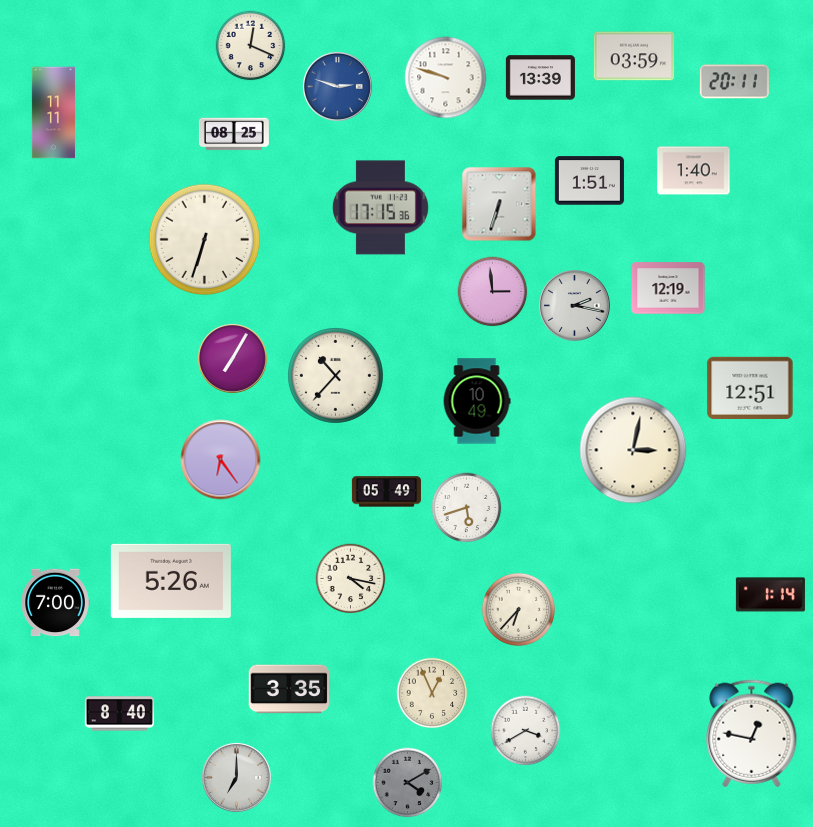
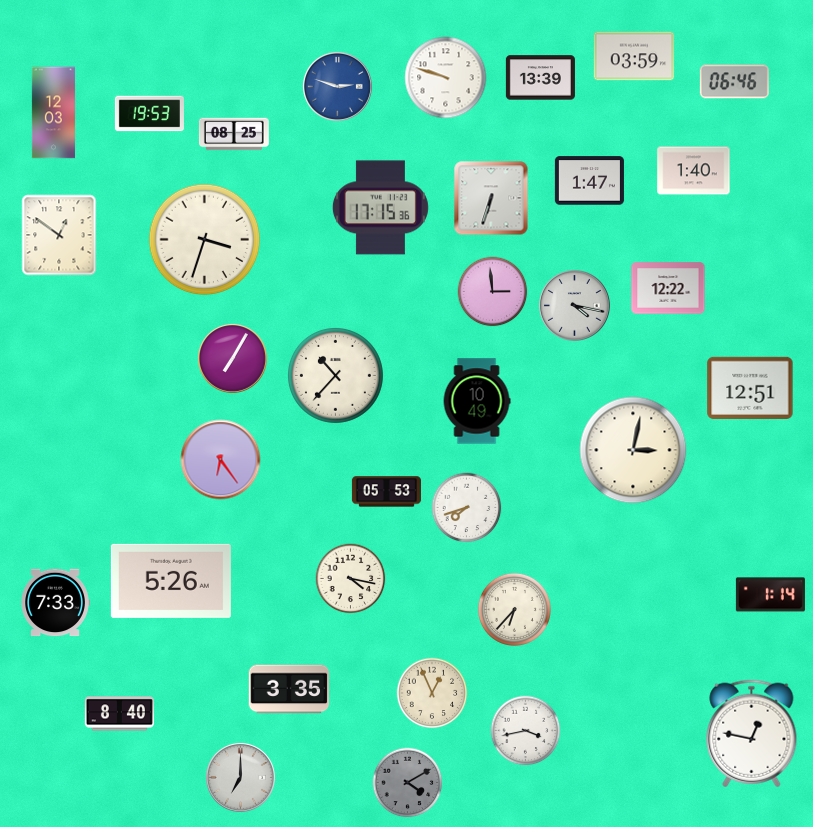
clock at (251, 46): 12:19 -> none
clock at (734, 82): 20:11 -> 06:46
clock at (53, 113): 11:11 -> 12:03
clock at (149, 114): none -> 19:53
clock at (589, 181): 1:51 -> 1:47
clock at (499, 204) position: (499, 204) -> (491, 198)
clock at (59, 235): none -> 12:51
clock at (205, 240): 6:33 -> 3:33
clock at (668, 288): 12:19 -> 12:22
clock at (575, 306): 2:17 -> 4:17
clock at (386, 492): 05:49 -> 05:53
clock at (467, 508): 5:42 -> 7:42
clock at (55, 603): 7:00 -> 7:33
clock at (518, 609) position: (518, 609) -> (514, 609)
clock at (526, 731): 3:40 -> 3:43
clock at (236, 777) position: (236, 777) -> (240, 777)
